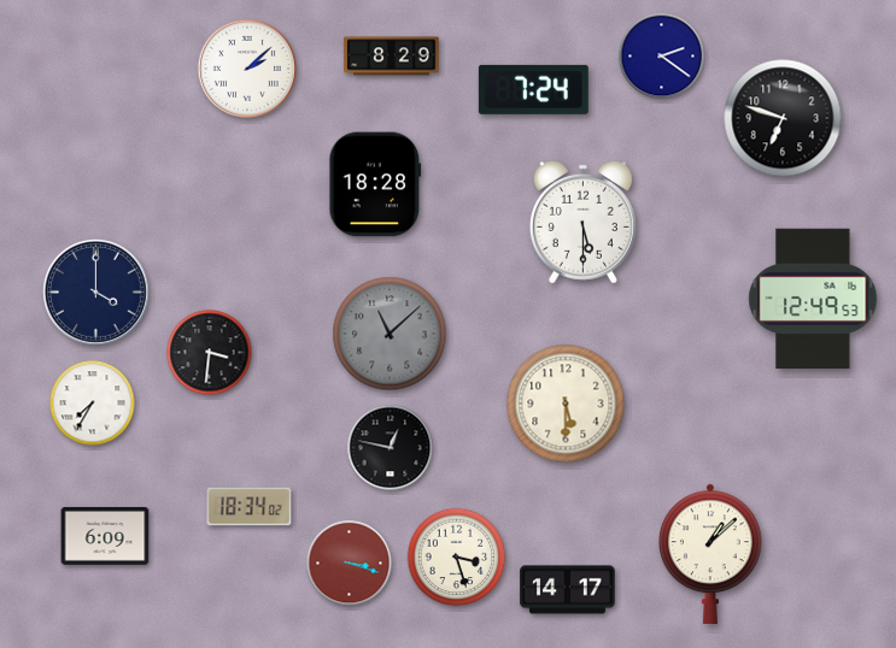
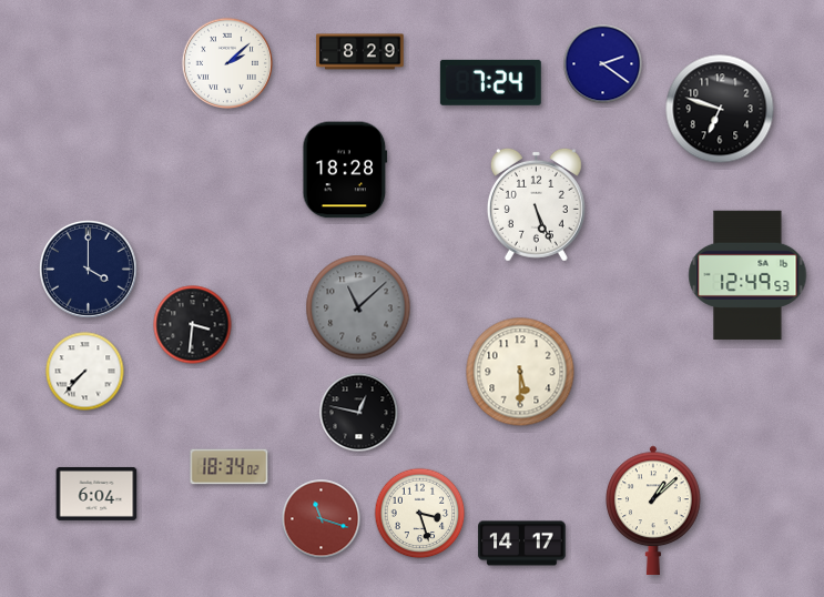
clock at (662, 57) position: (662, 57) -> (603, 64)
clock at (582, 222): 5:30 -> 5:26
clock at (93, 403): 7:35 -> 7:37
clock at (105, 536): 6:09 -> 6:04
clock at (350, 564): 3:18 -> 11:18
